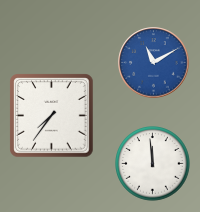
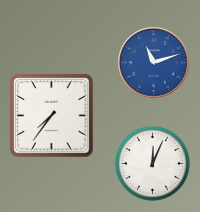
clock at (154, 63): 11:10 -> 11:12
clock at (153, 164): 11:59 -> 12:04
